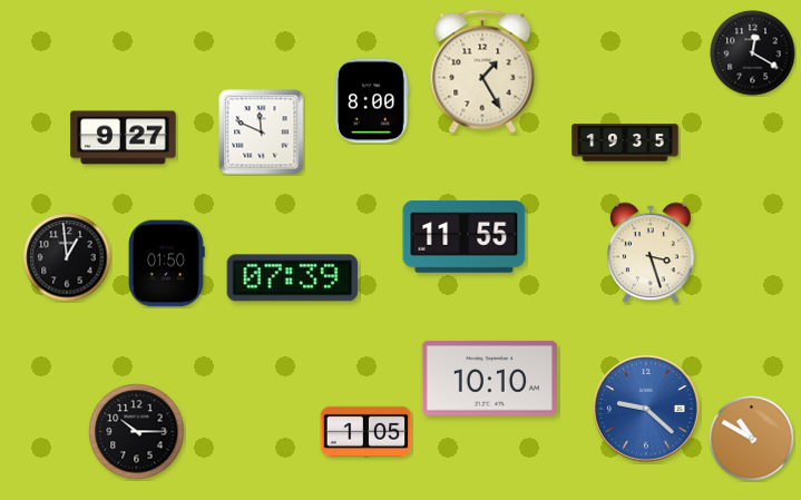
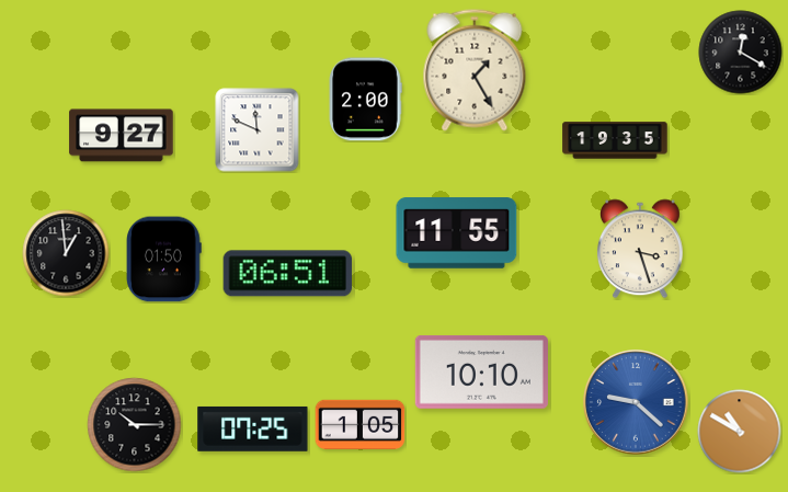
clock at (371, 101): 8:00 -> 2:00
clock at (292, 278): 07:39 -> 06:51
clock at (253, 428): none -> 07:25
